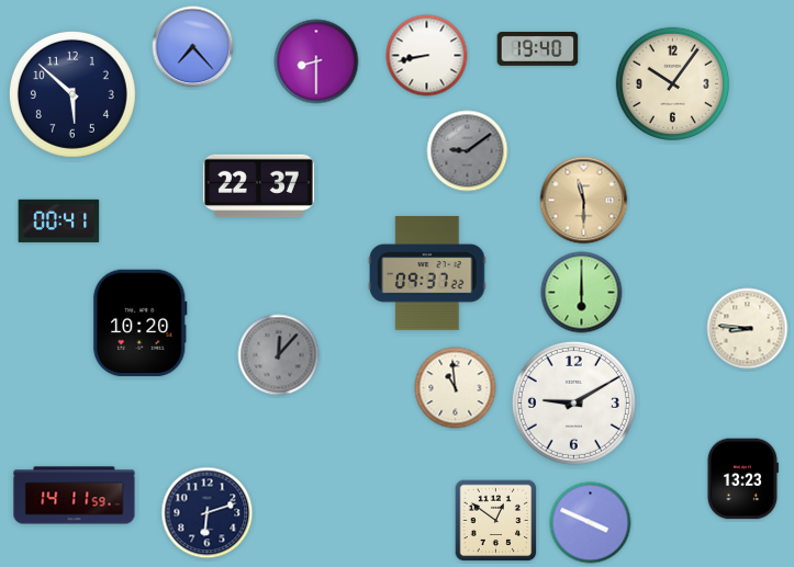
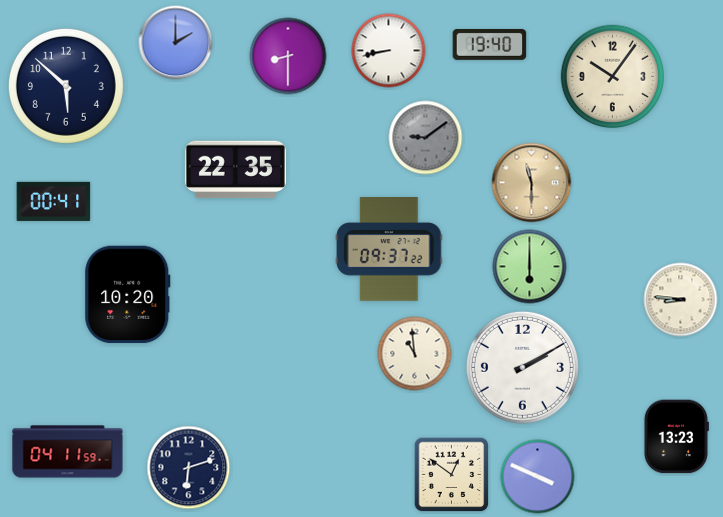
clock at (193, 47): 7:23 -> 2:00
clock at (258, 186): 22:37 -> 22:35
clock at (279, 355): 12:07 -> none
clock at (573, 402): 9:10 -> 2:10
clock at (75, 496): 14:11 -> 04:11
